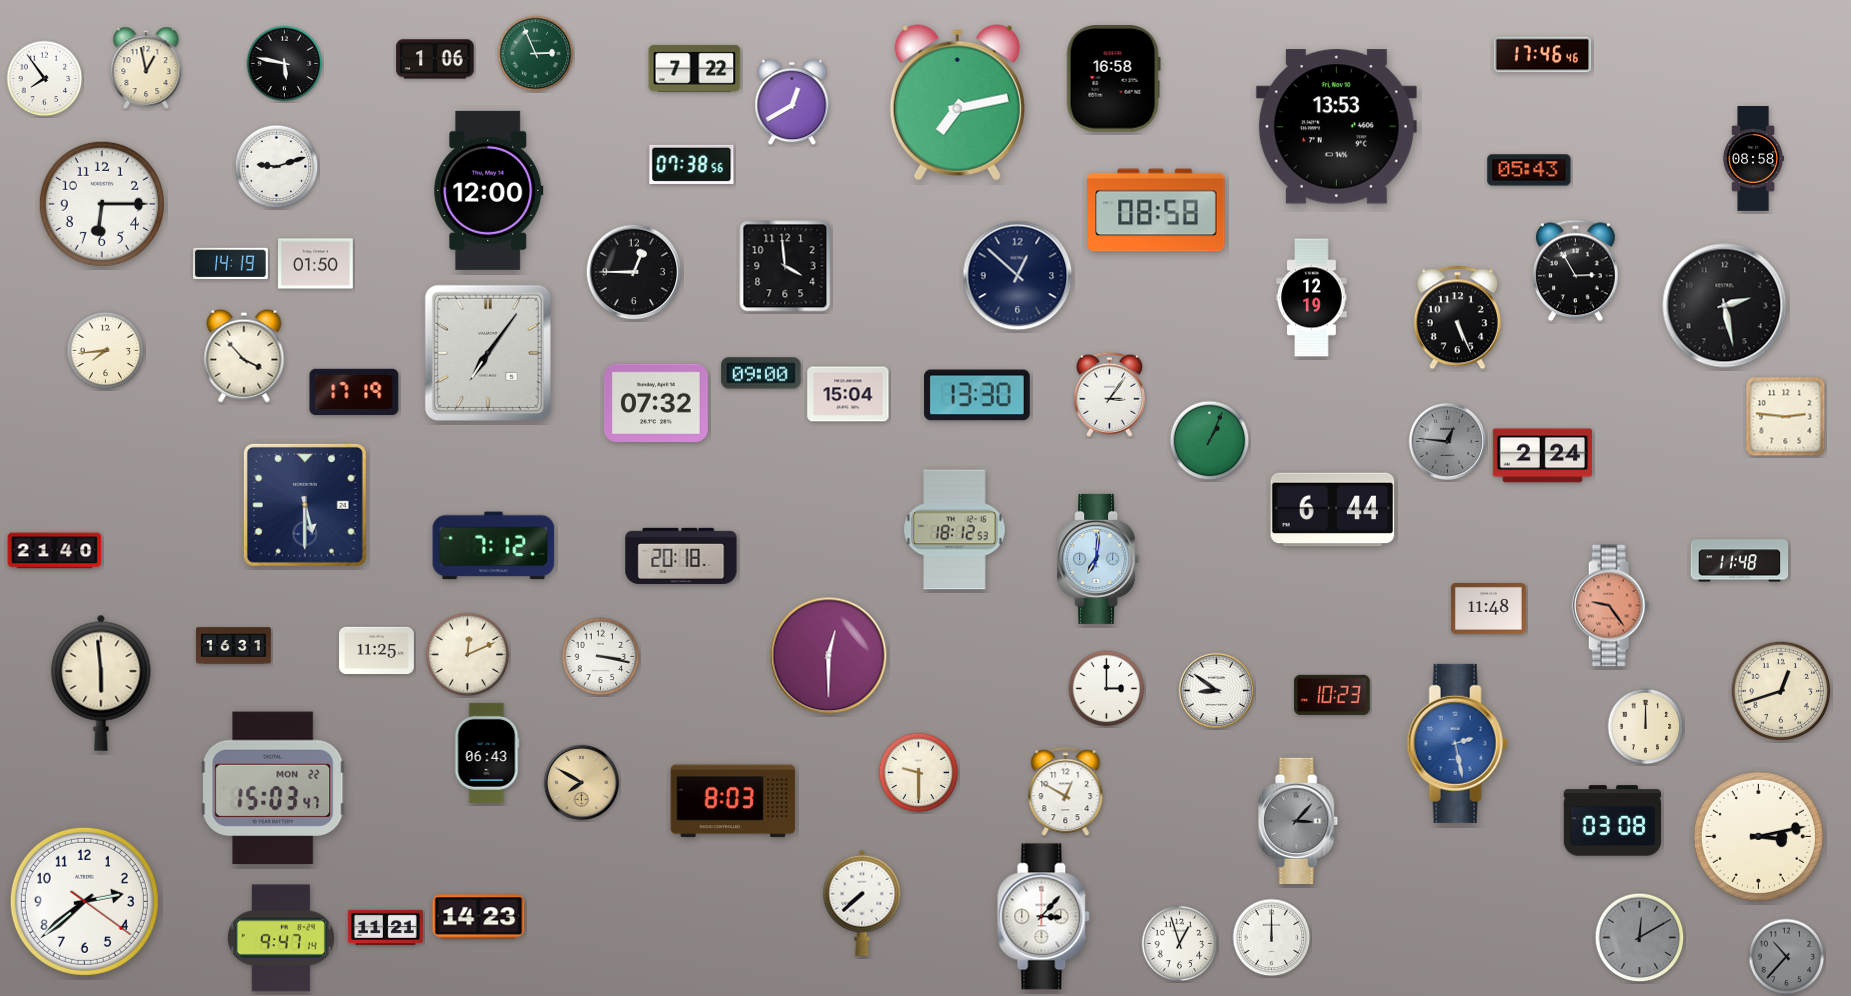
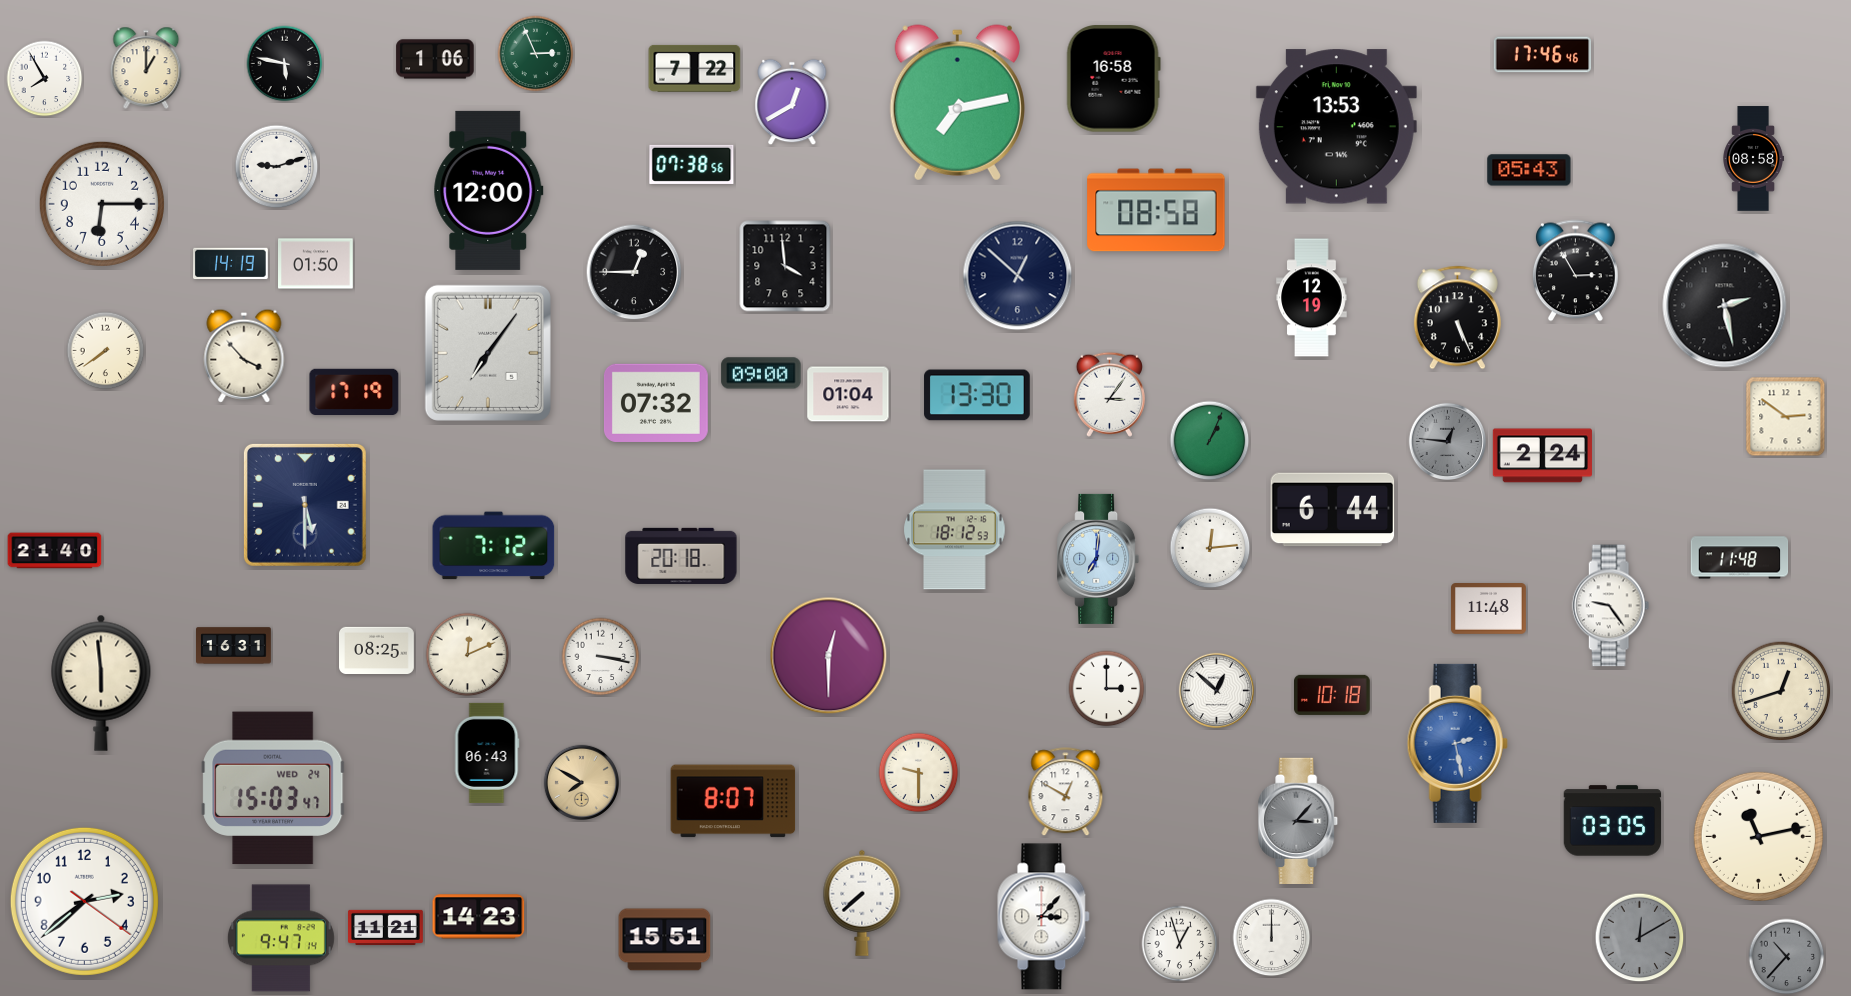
clock at (146, 68): 12:58 -> 1:00
clock at (45, 79): 7:54 -> 7:55
clock at (106, 351): 7:44 -> 7:39
clock at (848, 394): 15:04 -> 01:04
clock at (1786, 417): 2:46 -> 2:51
clock at (1210, 548): none -> 12:14
clock at (1740, 561) position: (1740, 561) -> (1740, 558)
clock at (1611, 606) dial: salmon -> white
clock at (377, 651): 11:25 -> 08:25
clock at (1216, 690): 8:51 -> 12:52
clock at (1333, 695): 10:23 -> 10:18
clock at (1646, 727): 12:00 -> none
clock at (273, 788) date: MON 22 -> WED 24
clock at (733, 801): 8:03 -> 8:07
clock at (1613, 821): 03:08 -> 03:05
clock at (1758, 836): 3:13 -> 11:13
clock at (665, 940): none -> 15:51
